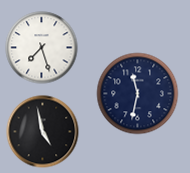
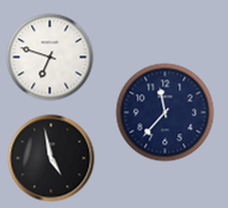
clock at (42, 48): 7:27 -> 6:48
clock at (138, 94): 11:32 -> 11:37
